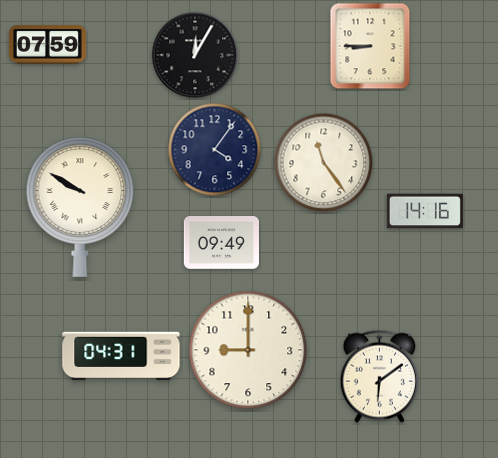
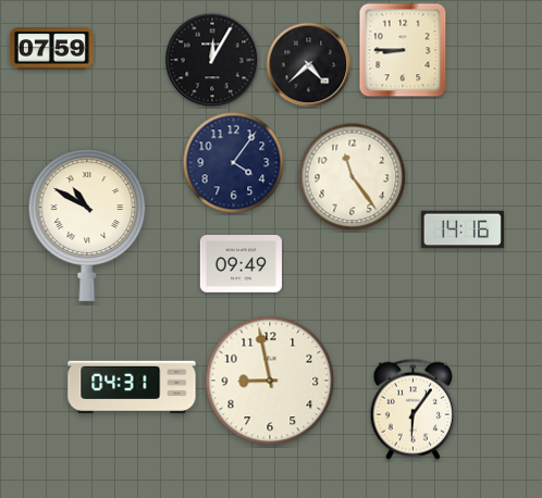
clock at (309, 65): none -> 4:38
clock at (80, 207): 9:50 -> 10:50
clock at (248, 350): 9:00 -> 8:58
clock at (379, 376): 6:09 -> 6:06
